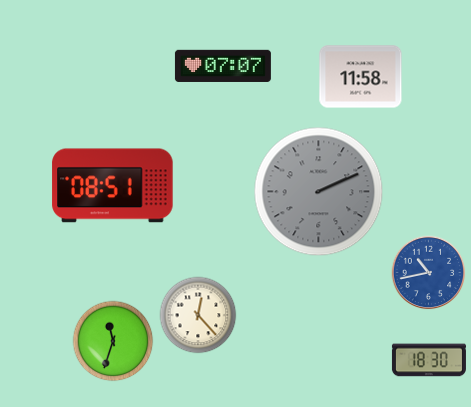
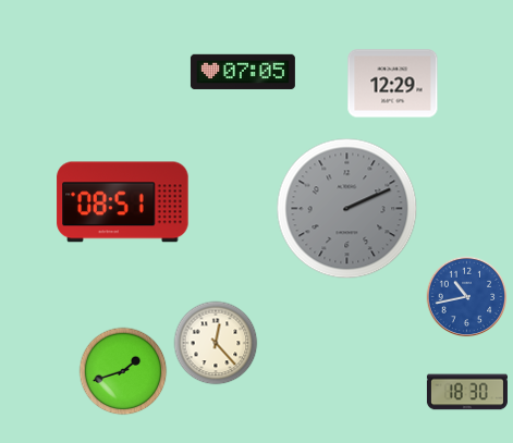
clock at (223, 65): 07:07 -> 07:05
clock at (361, 77): 11:58 -> 12:29
clock at (113, 341): 11:33 -> 1:42
